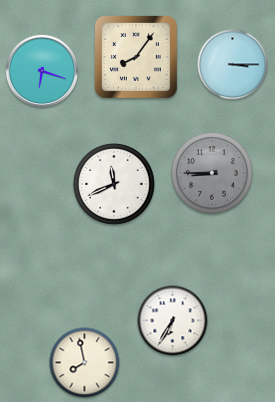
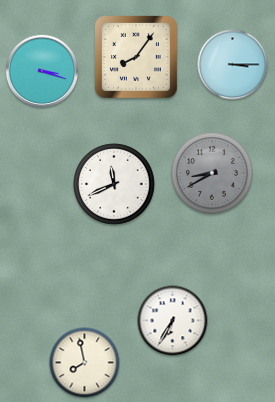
clock at (41, 70): 6:18 -> 3:18
clock at (212, 173): 8:45 -> 8:40
